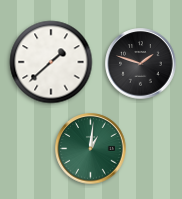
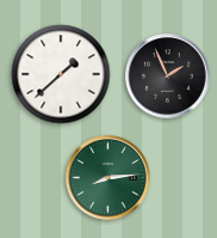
clock at (141, 64): 1:48 -> 1:56
clock at (91, 149): 1:01 -> 8:14
